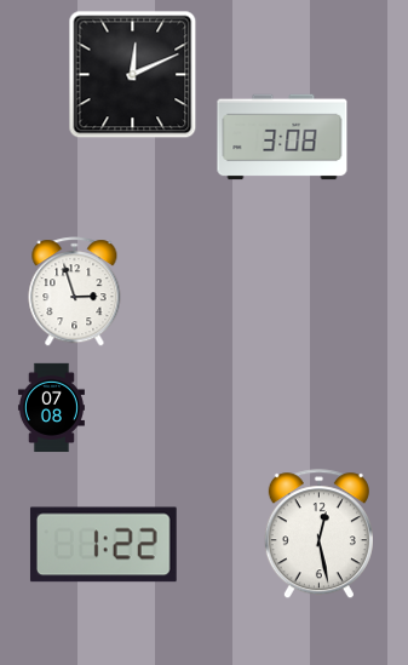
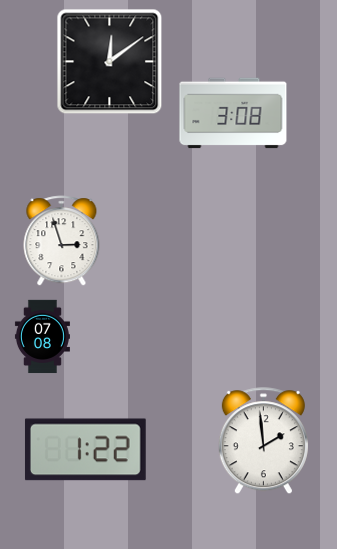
clock at (133, 75): 12:11 -> 12:09
clock at (318, 534): 12:28 -> 1:59
